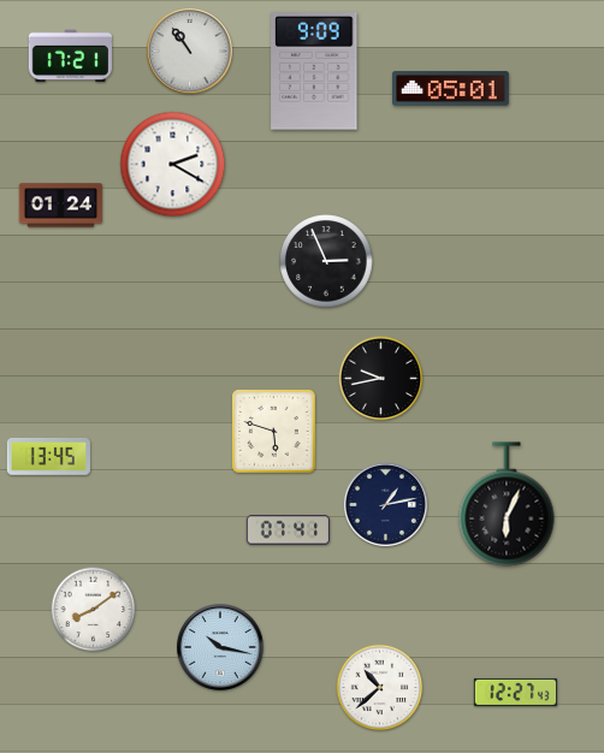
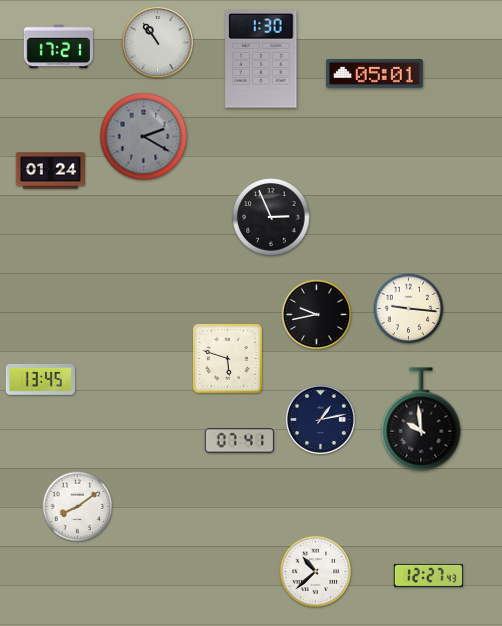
clock at (314, 72): 9:09 -> 1:30
clock at (173, 165) dial: white -> grey
clock at (409, 309): none -> 9:16
clock at (507, 504): 6:04 -> 9:59
clock at (221, 648): 10:17 -> none
